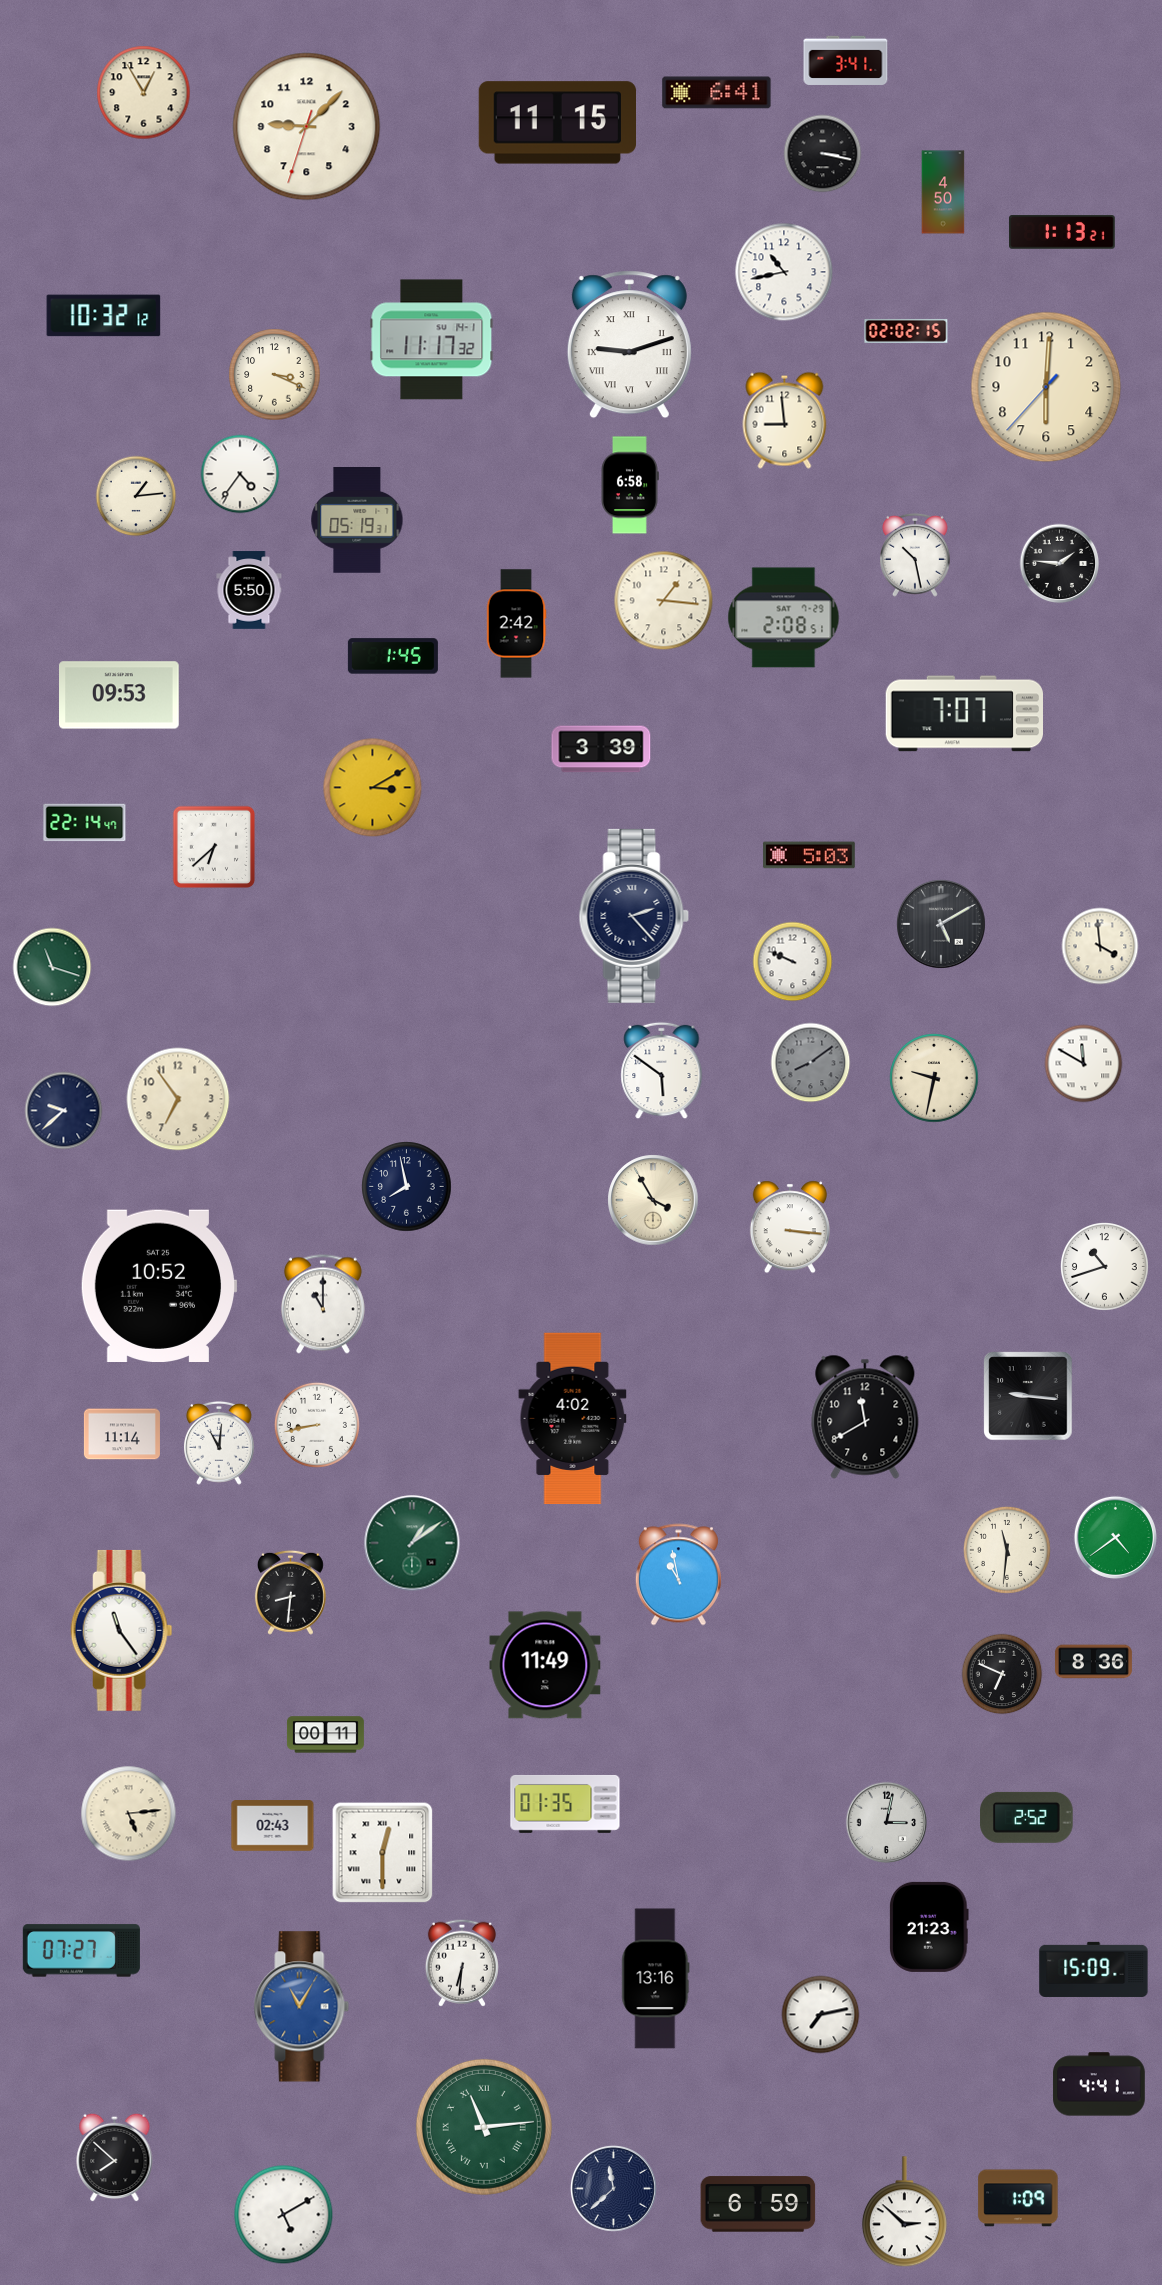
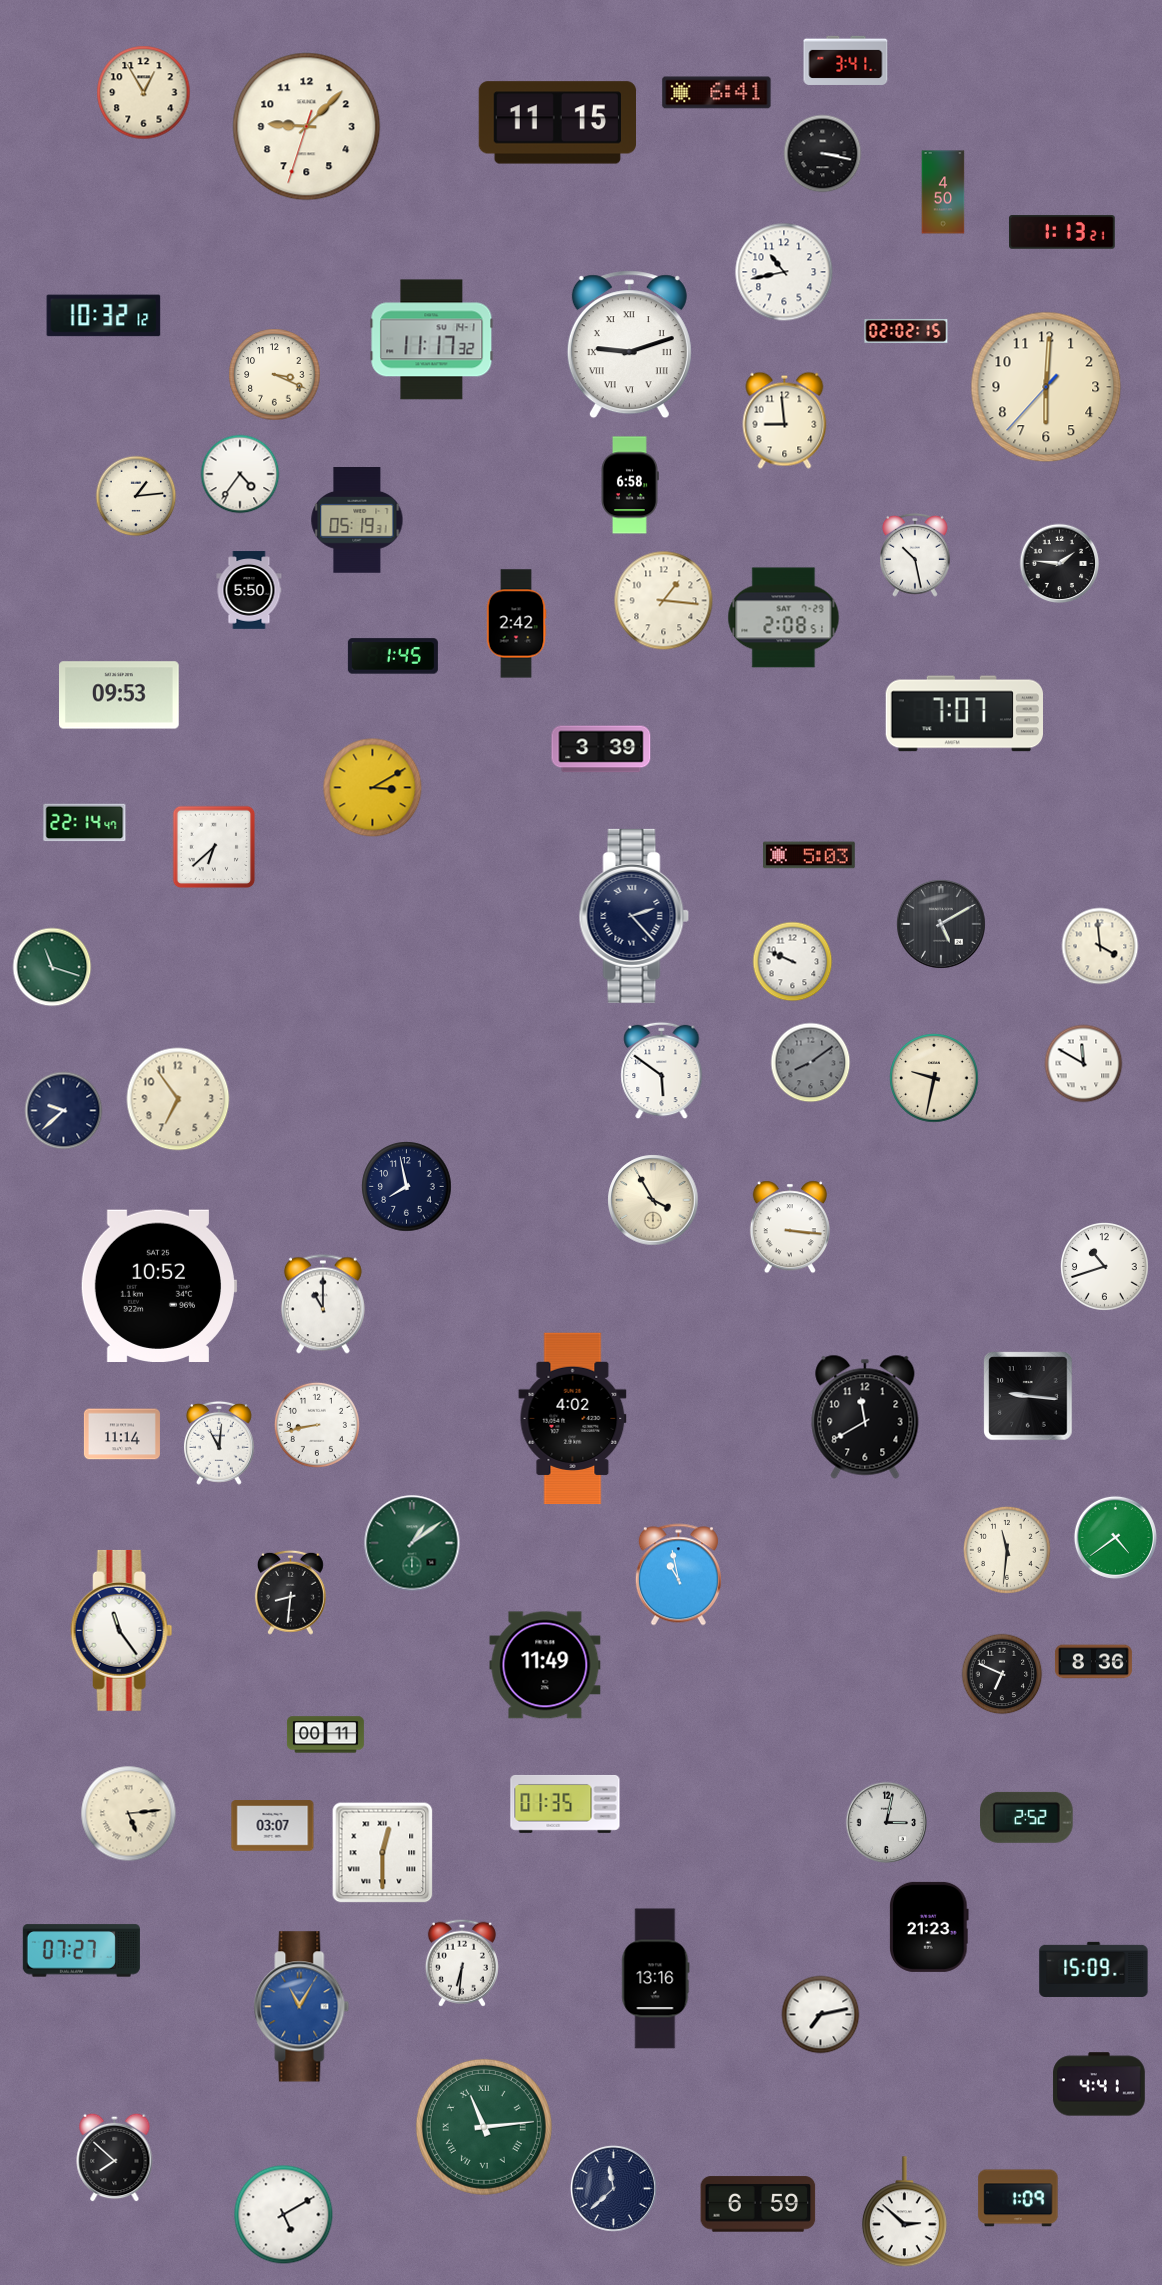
clock at (273, 1826): 02:43 -> 03:07
